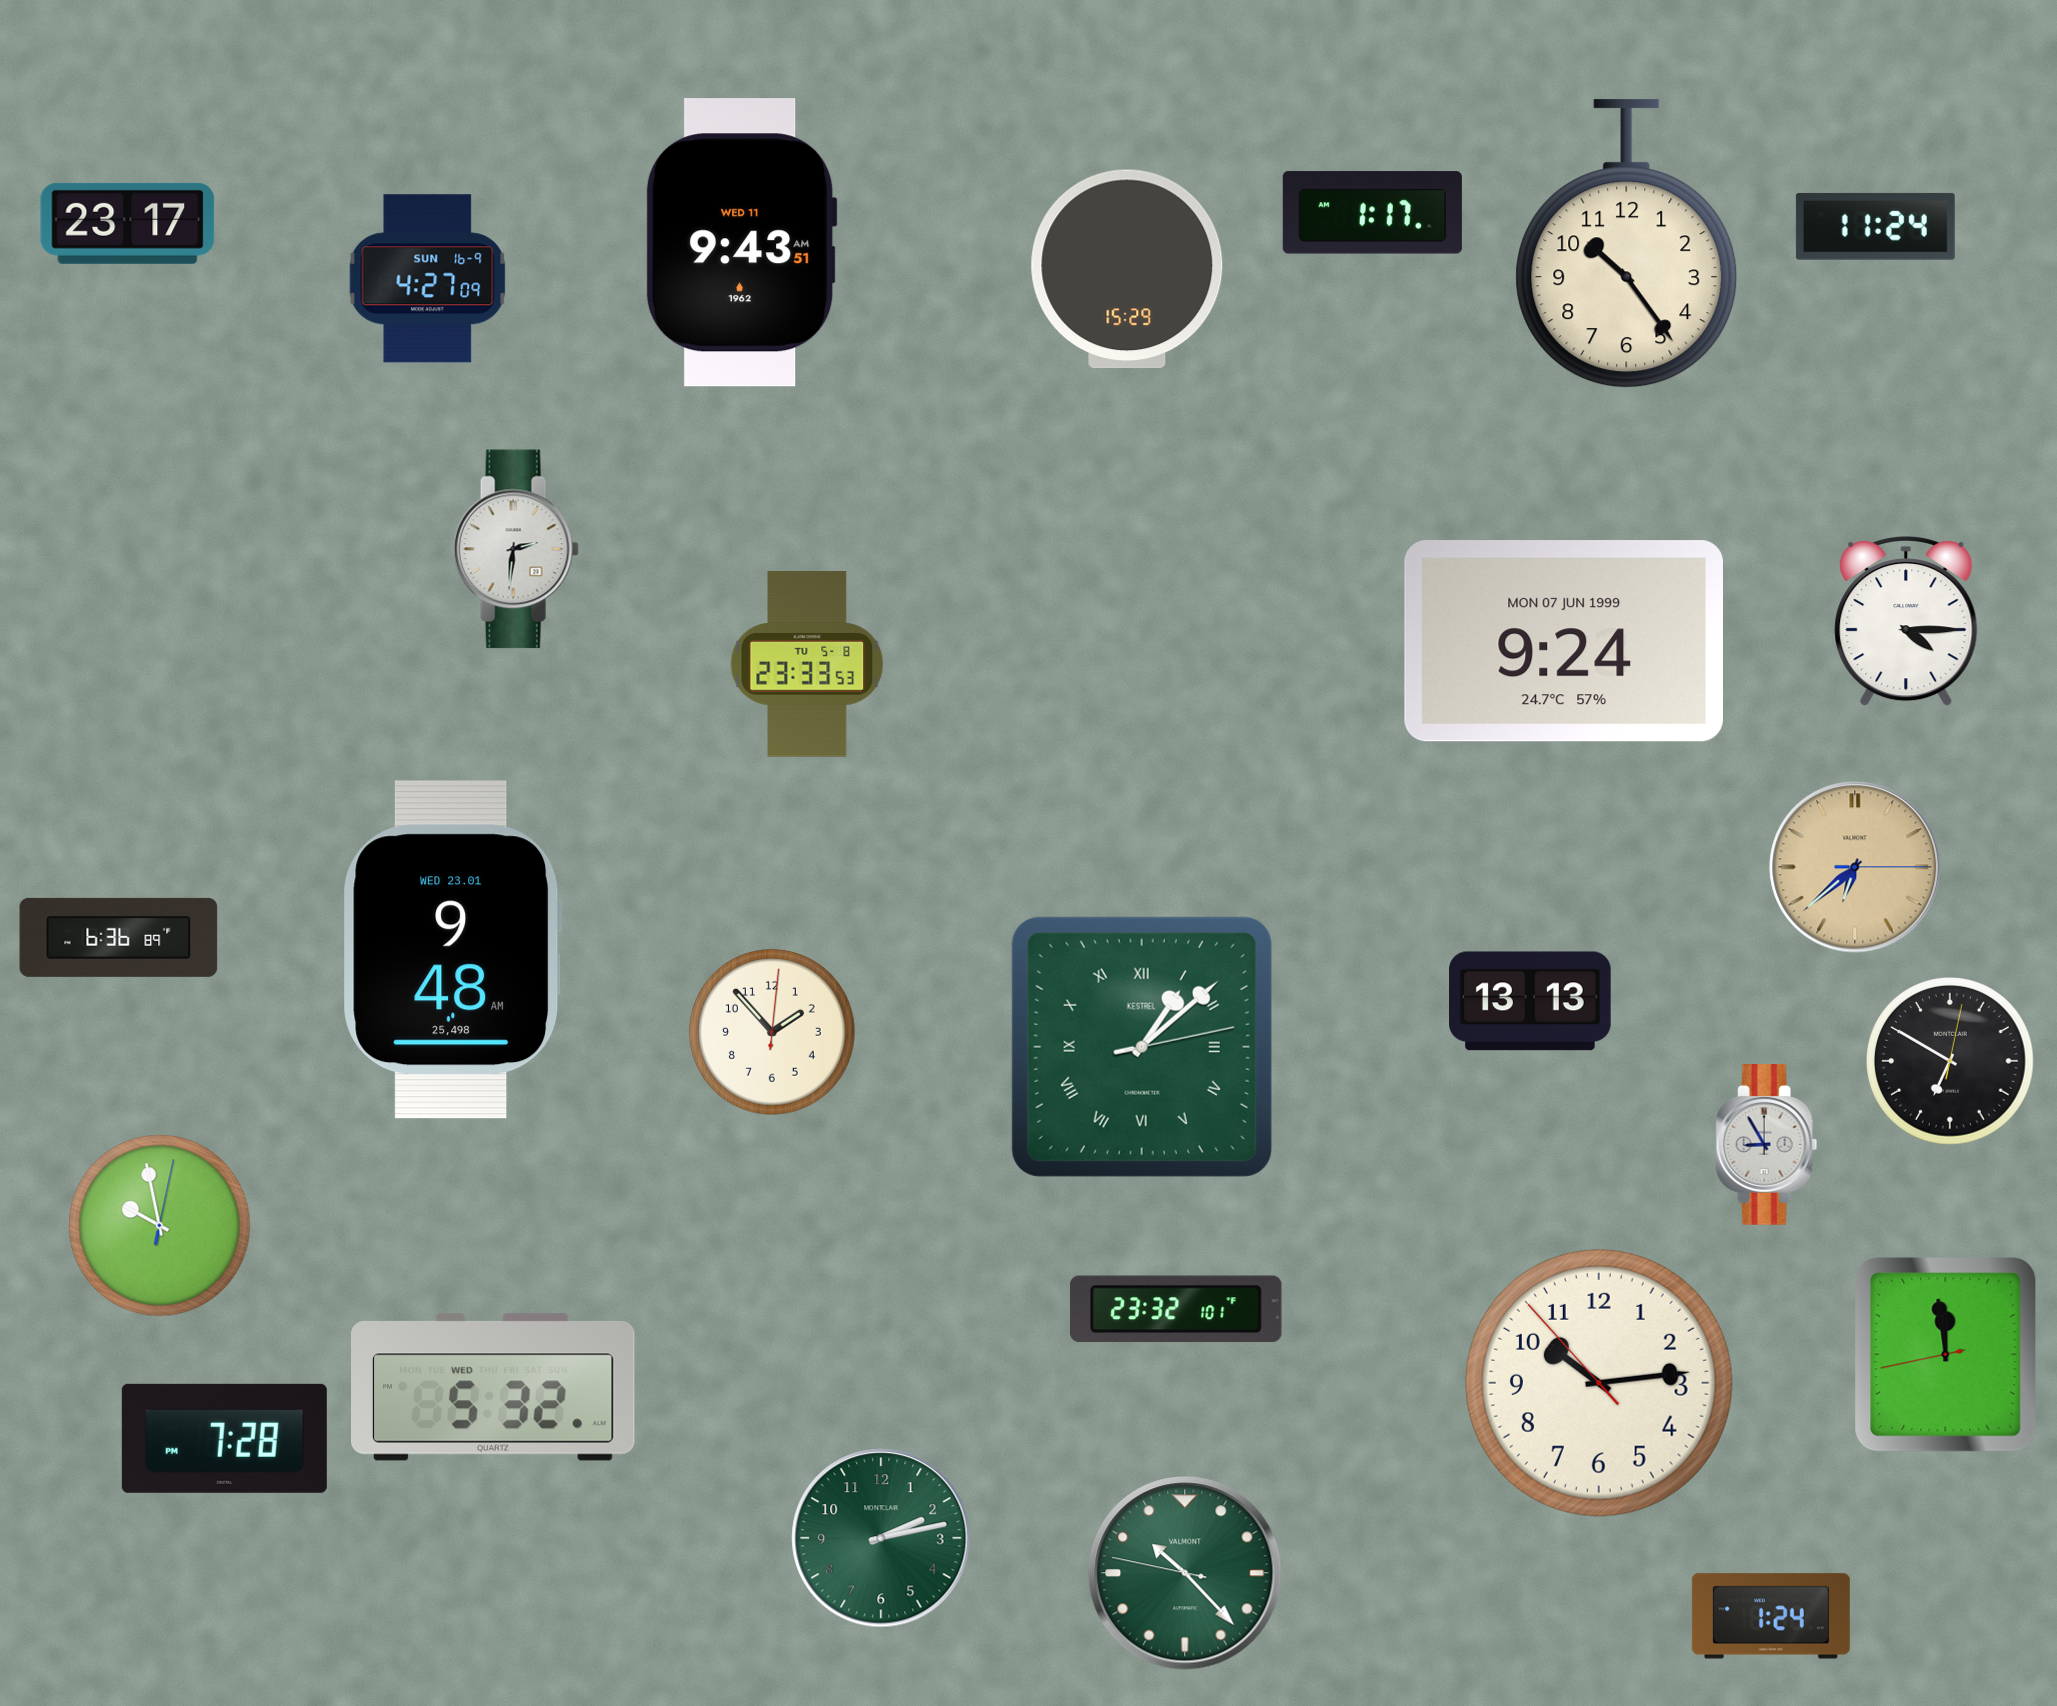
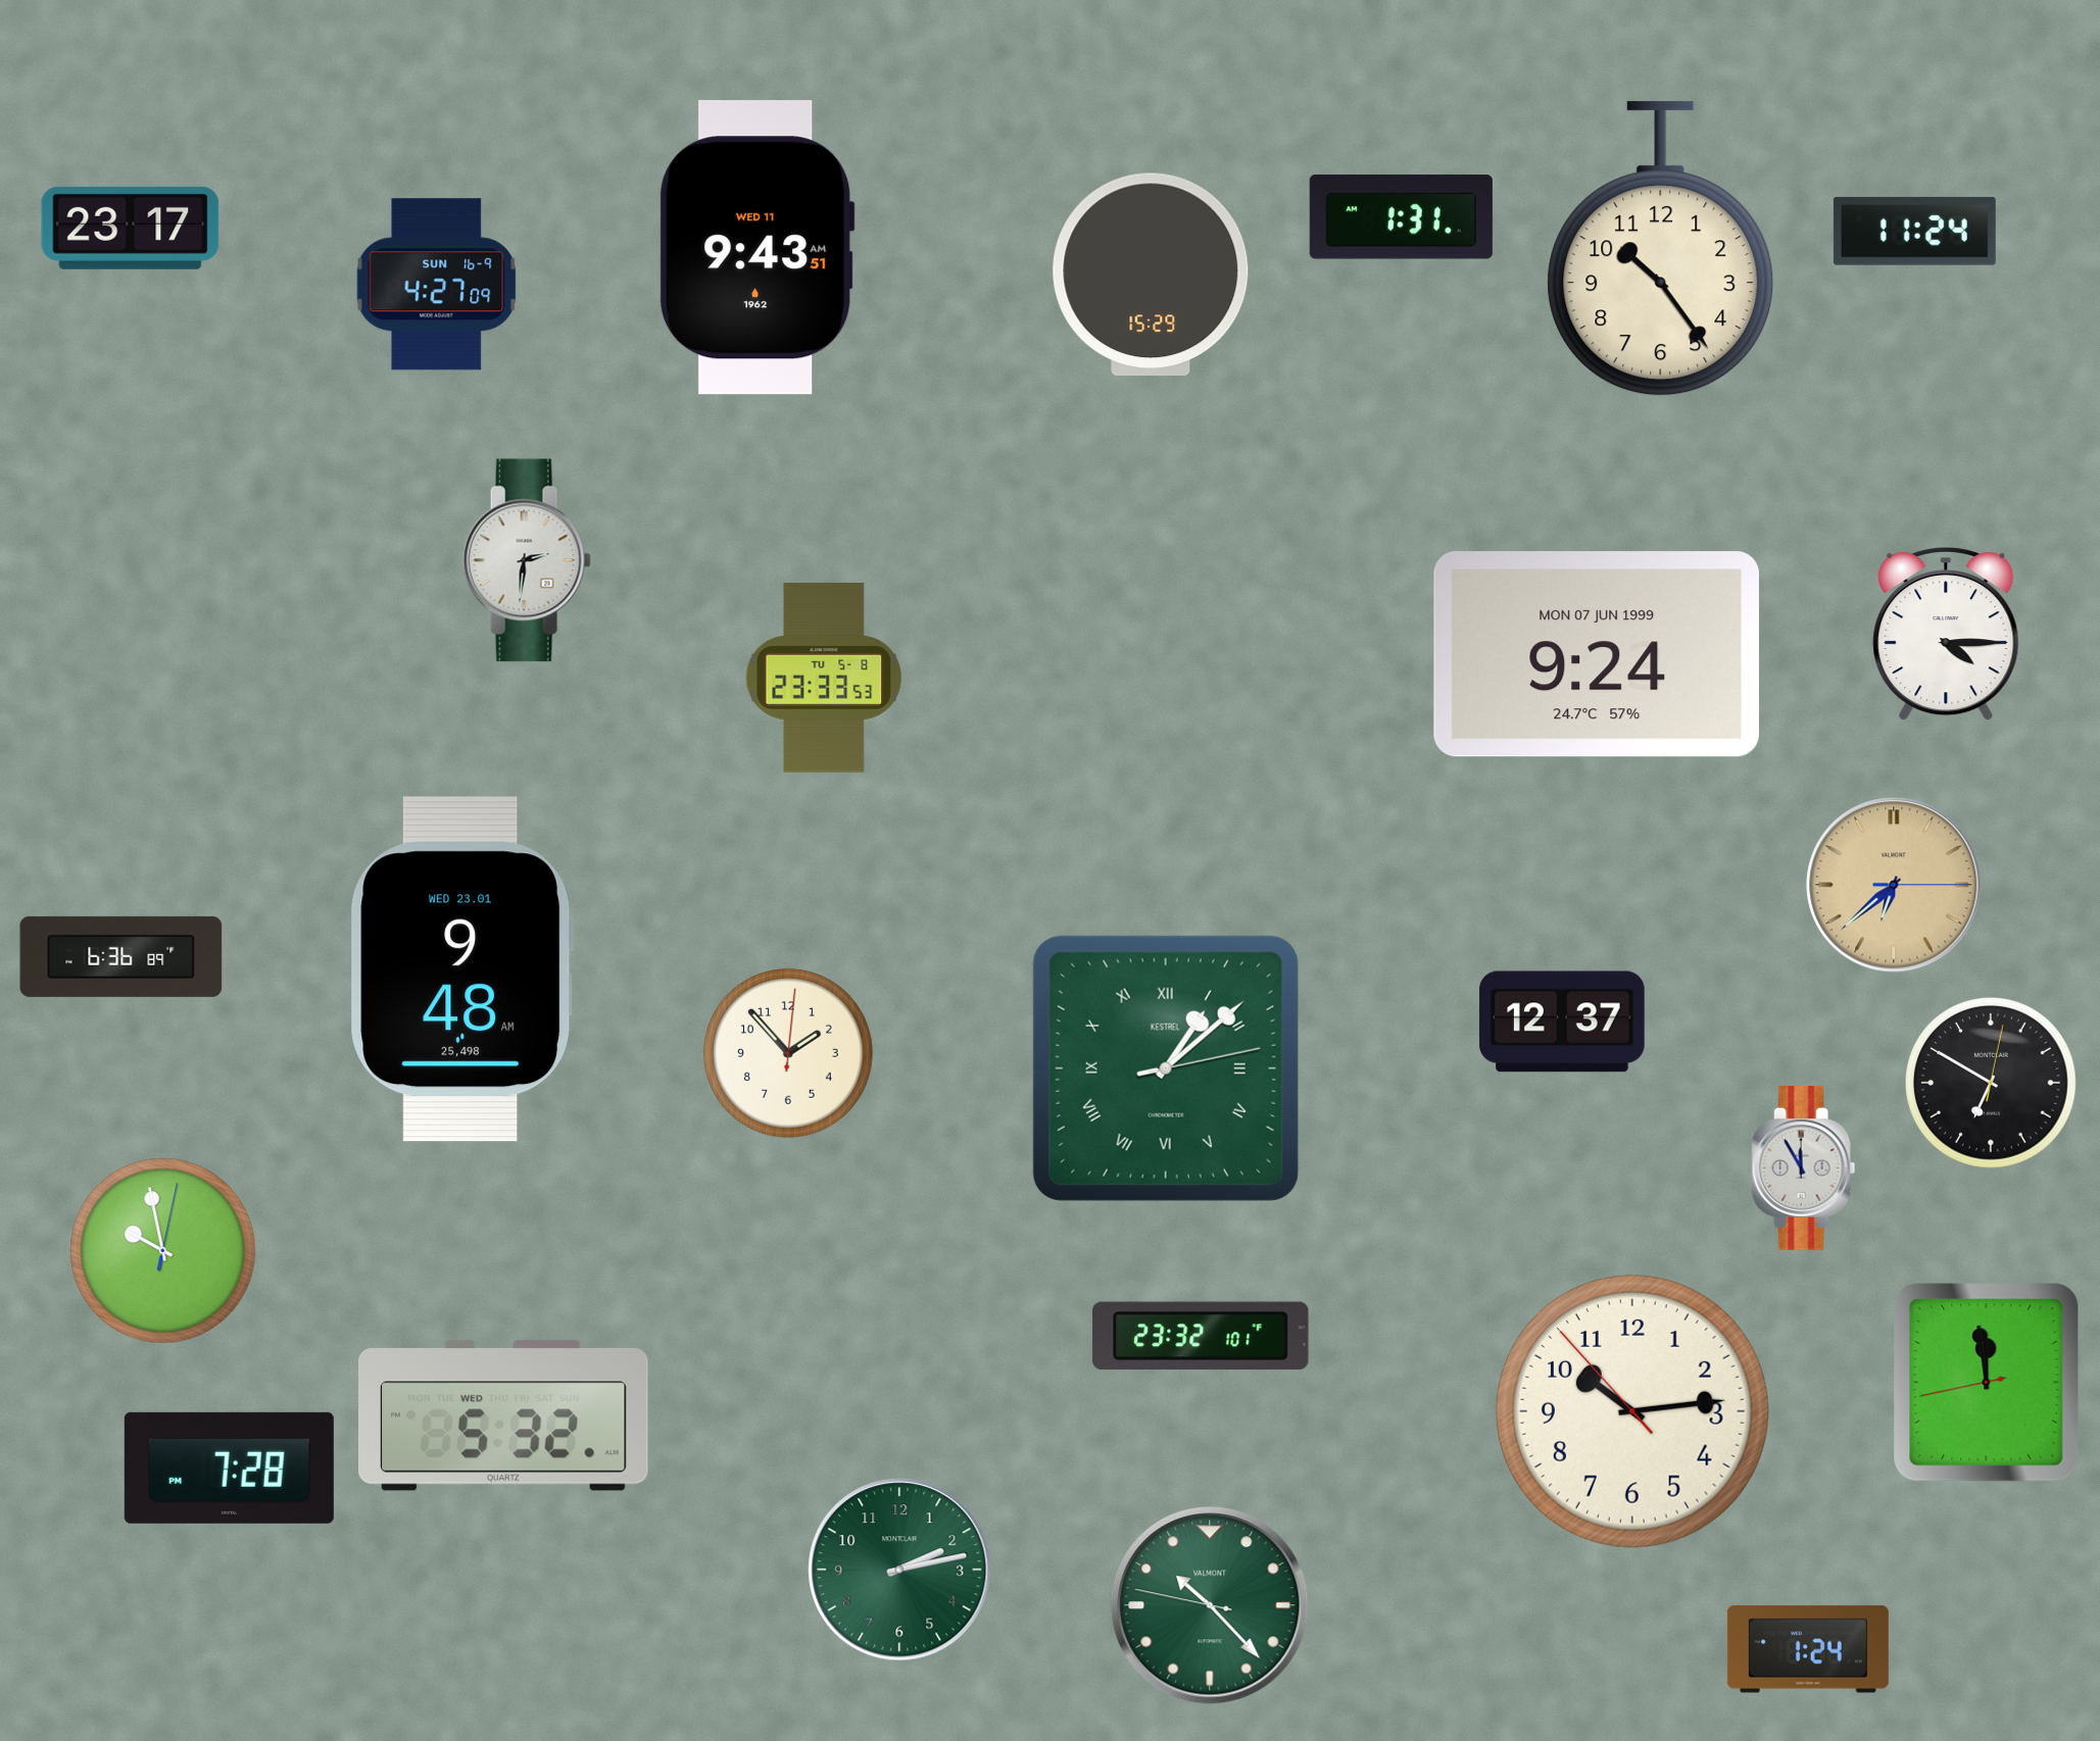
clock at (1372, 213): 1:17 -> 1:31
clock at (1530, 1001): 13:13 -> 12:37
clock at (1767, 1145): 8:55 -> 11:55
